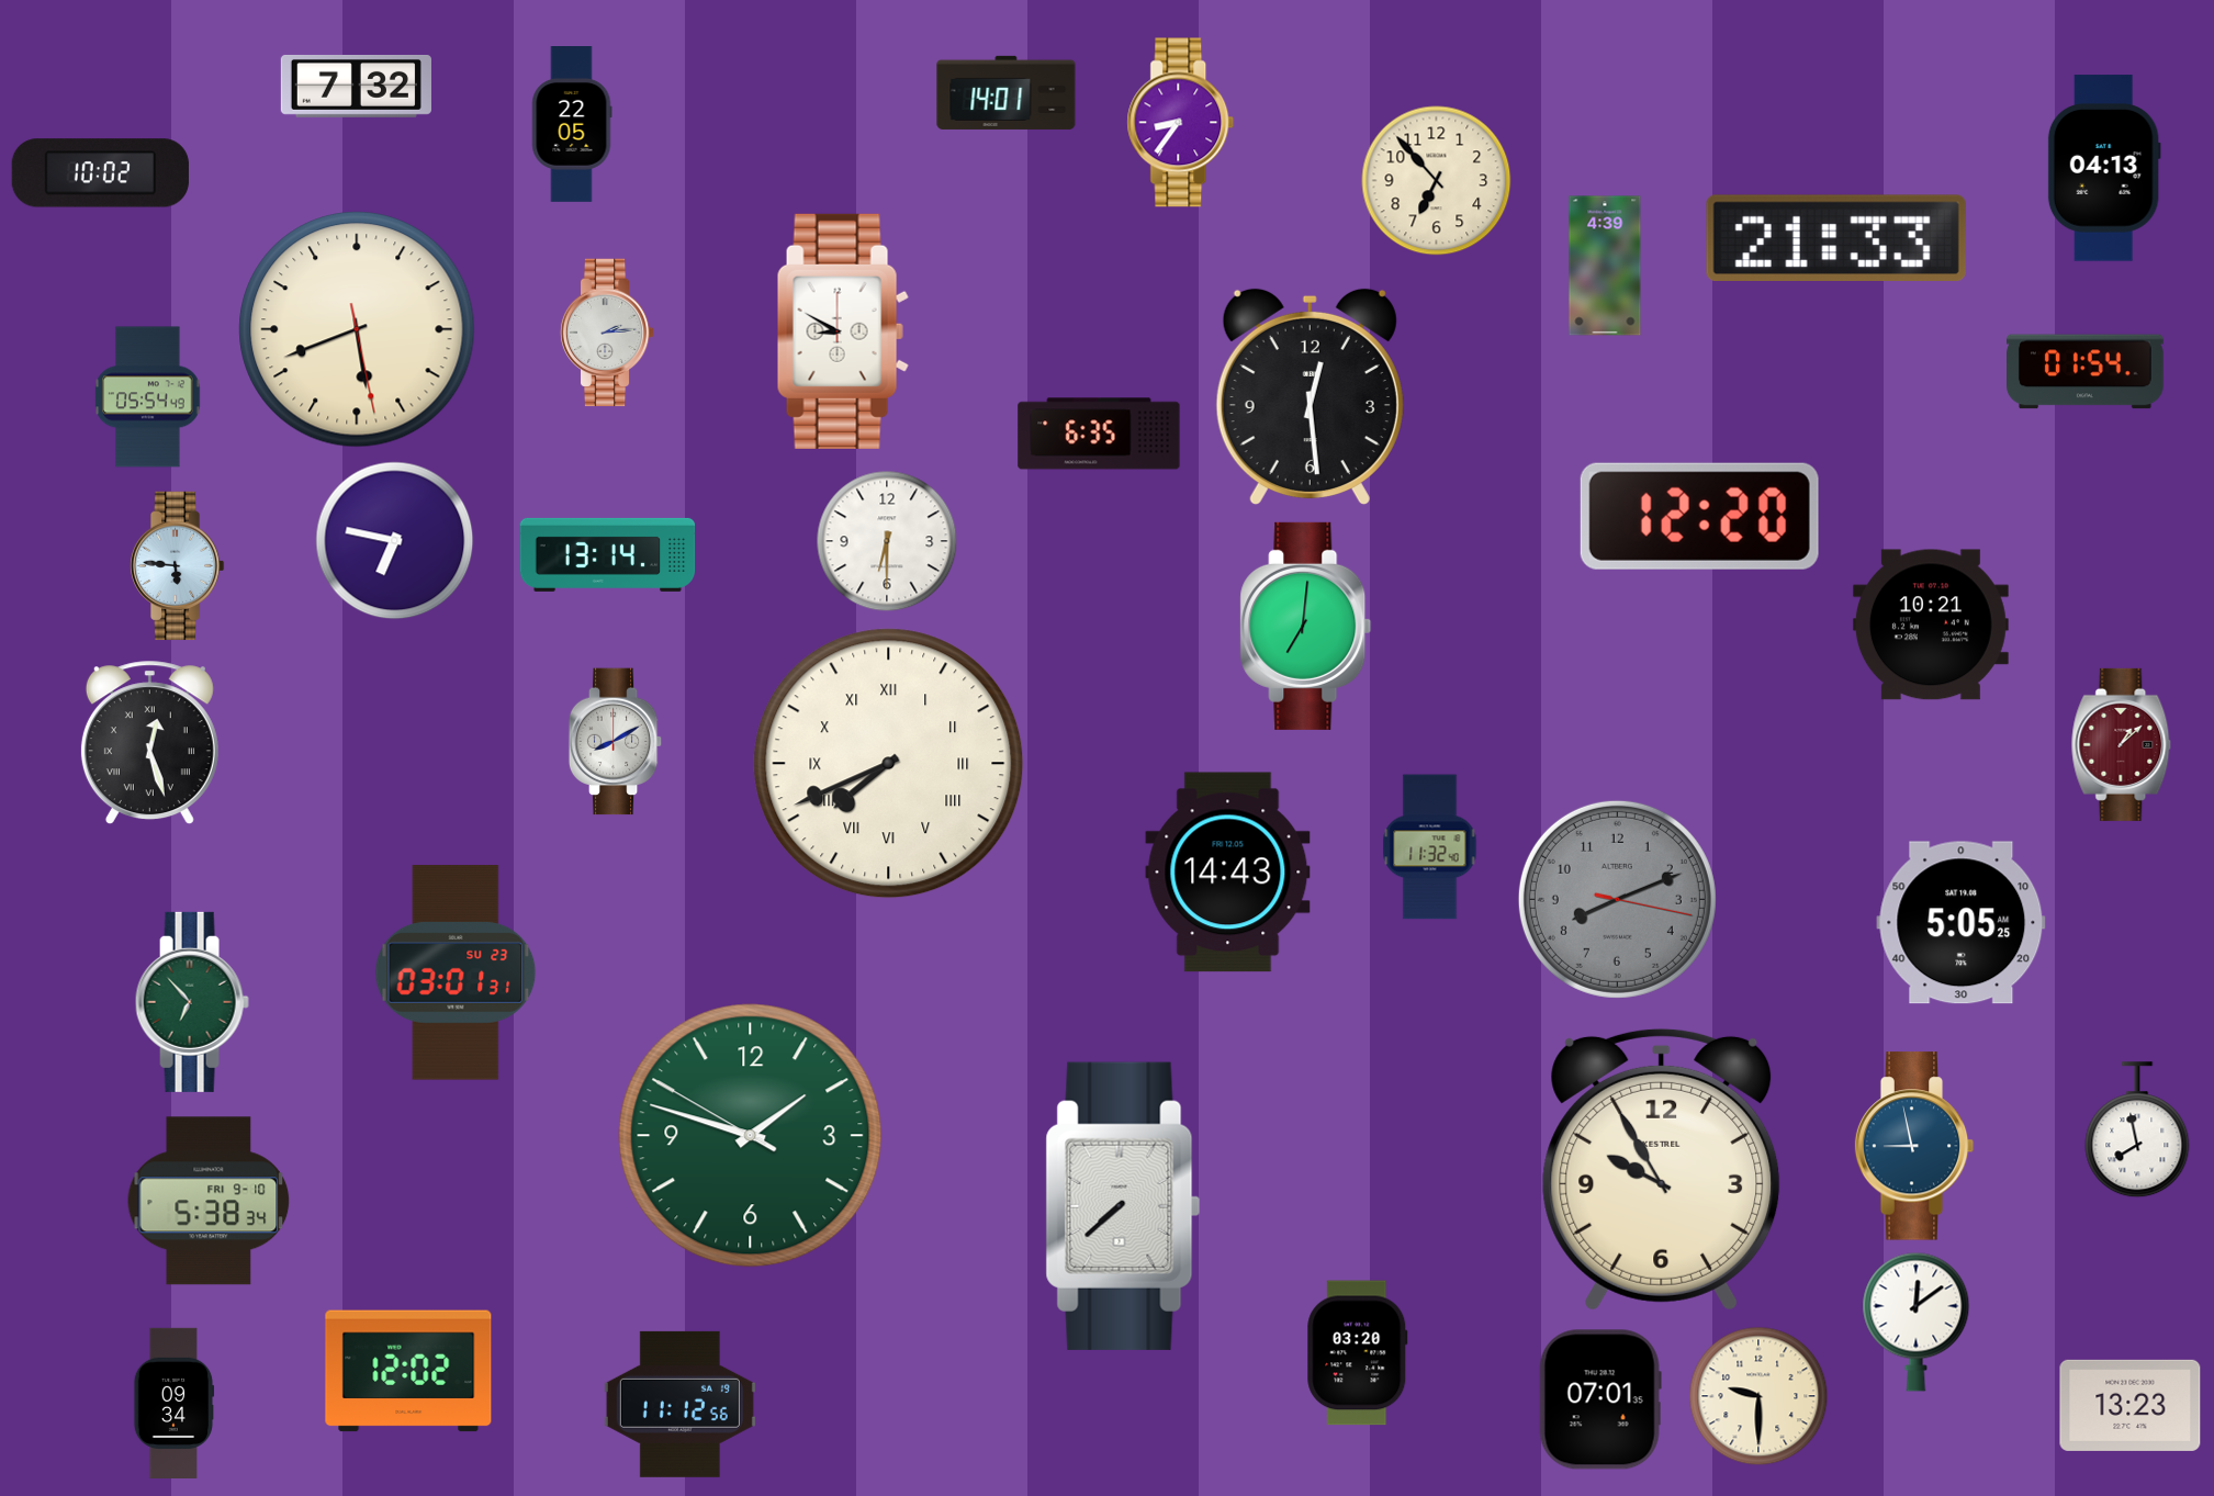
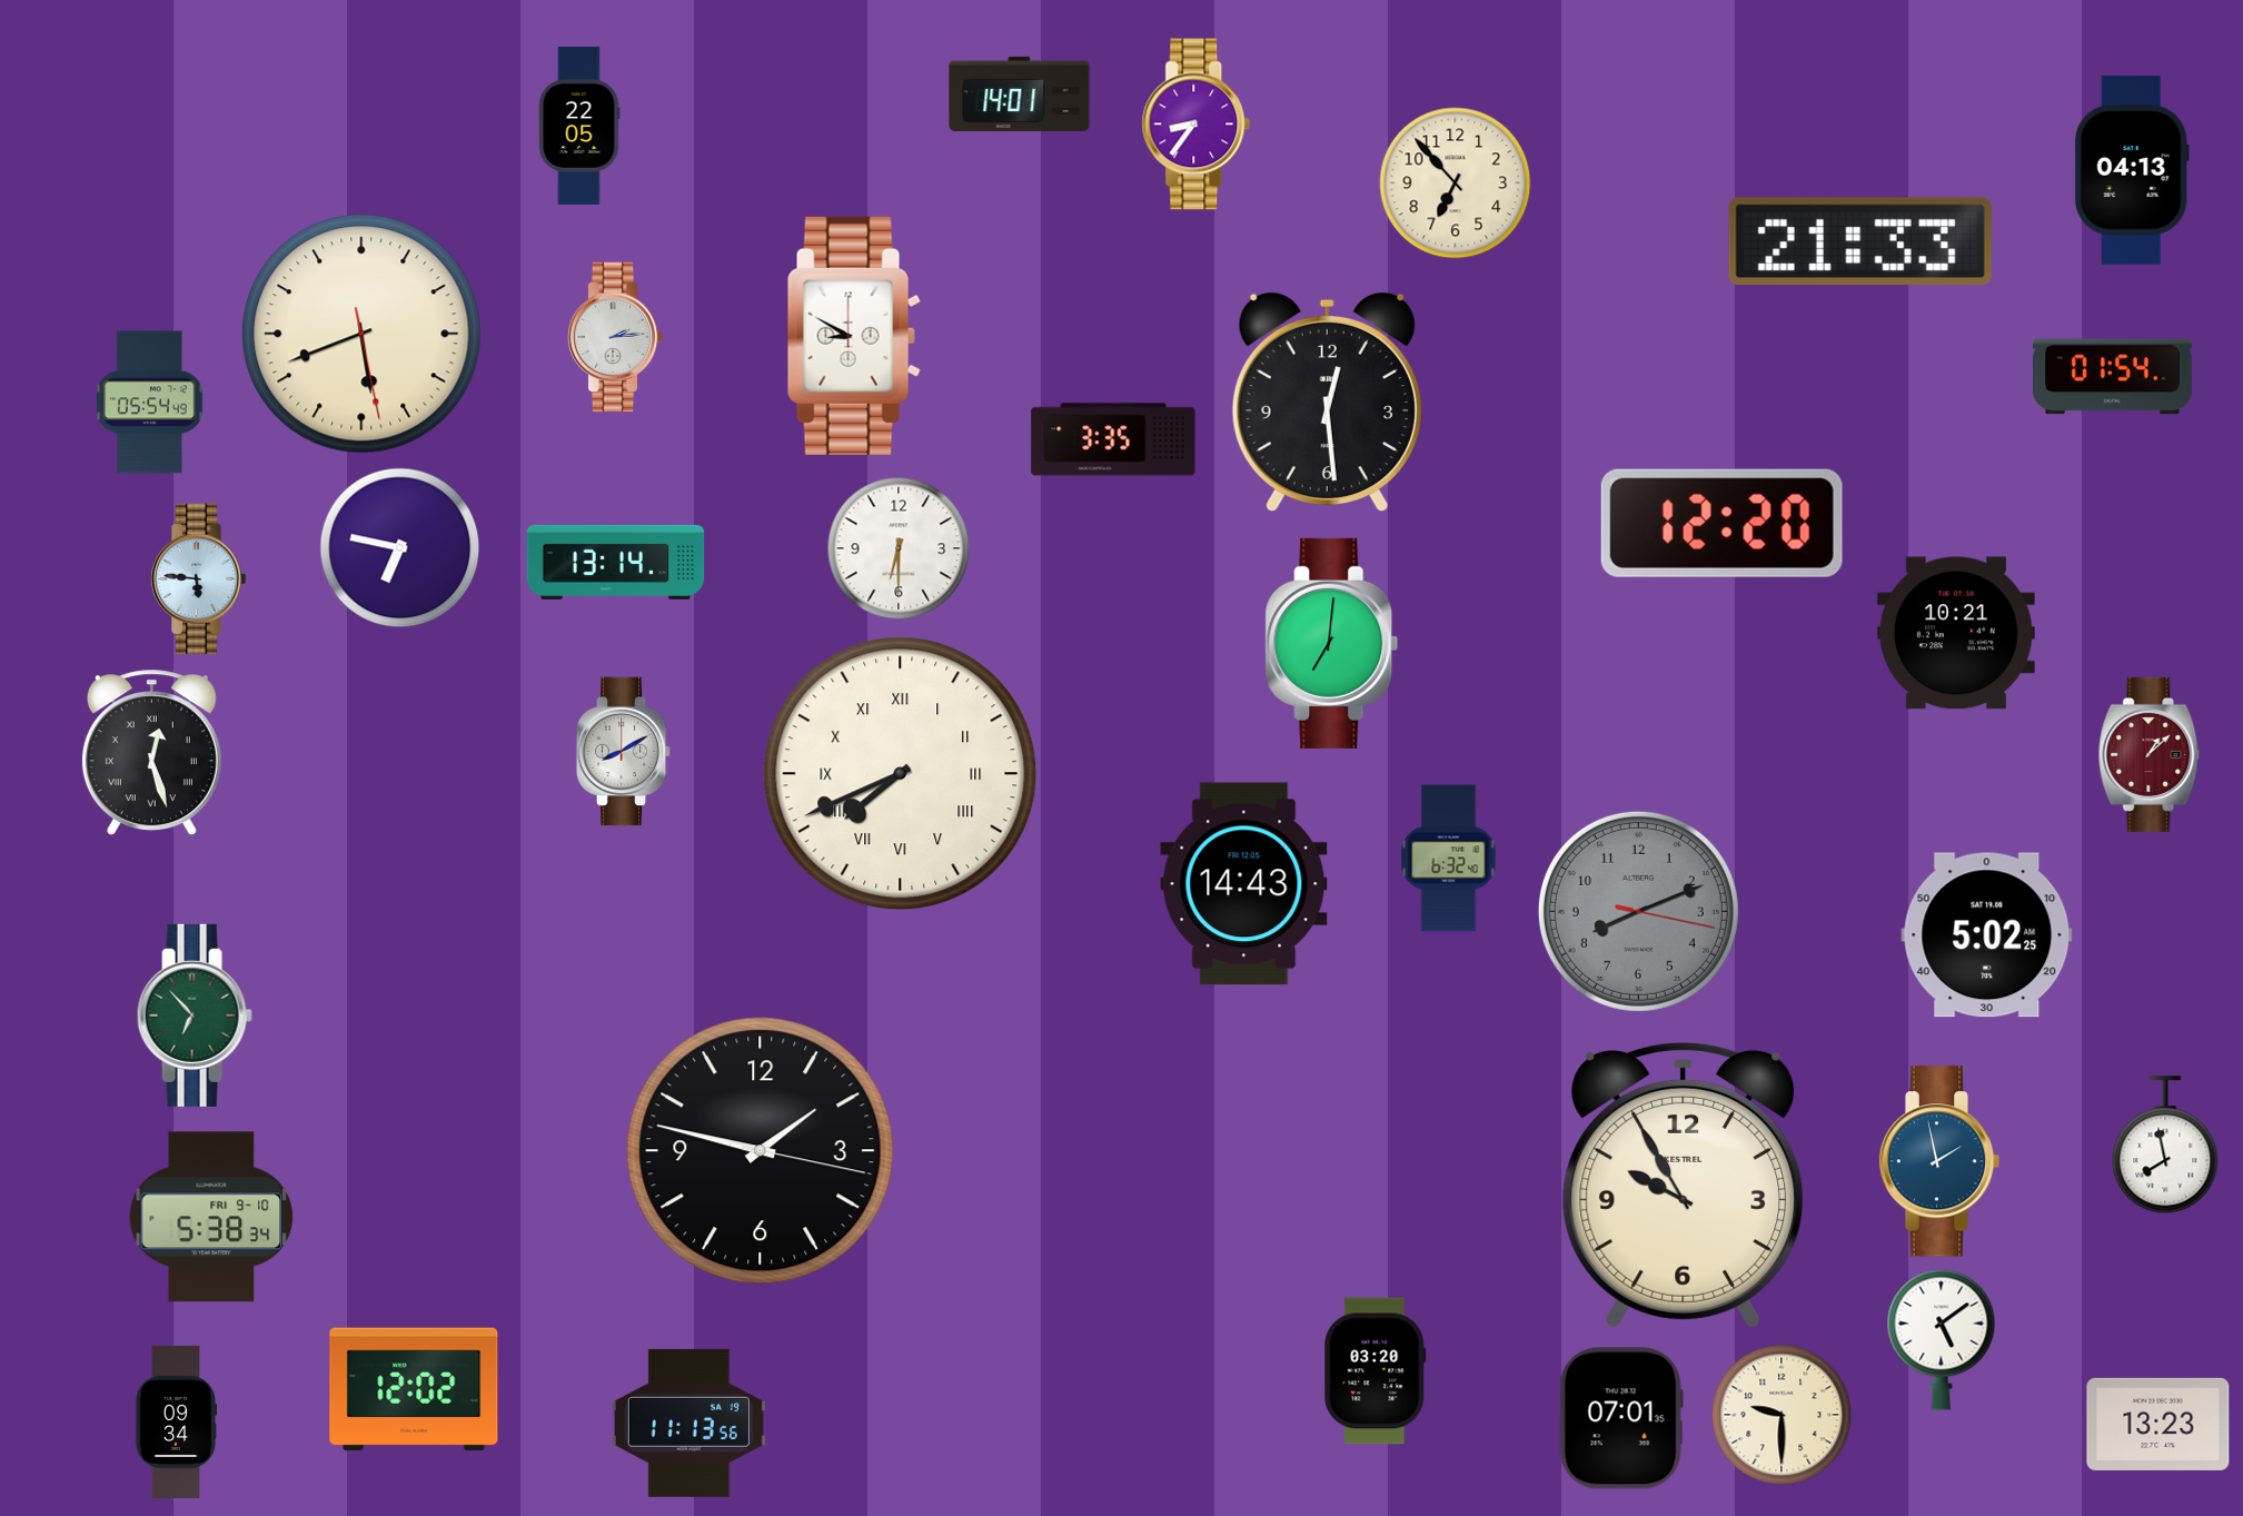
clock at (356, 86): 7:32 -> none
clock at (100, 173): 10:02 -> none
clock at (1605, 266): 4:39 -> none
clock at (1099, 434): 6:35 -> 3:35
clock at (177, 566) position: (177, 566) -> (198, 579)
clock at (1306, 626) position: (1306, 626) -> (1332, 643)
clock at (1430, 847): 11:32 -> 6:32
clock at (1962, 923): 5:05 -> 5:02
clock at (456, 972): 03:01 -> none
clock at (751, 1136): 1:47:50 -> 1:47:17
clock at (751, 1136) dial: green -> black
clock at (1914, 1146): 8:58 -> 1:58
clock at (1123, 1206): 7:38 -> none
clock at (1917, 1321): 12:09 -> 5:09
clock at (679, 1404): 11:12 -> 11:13
